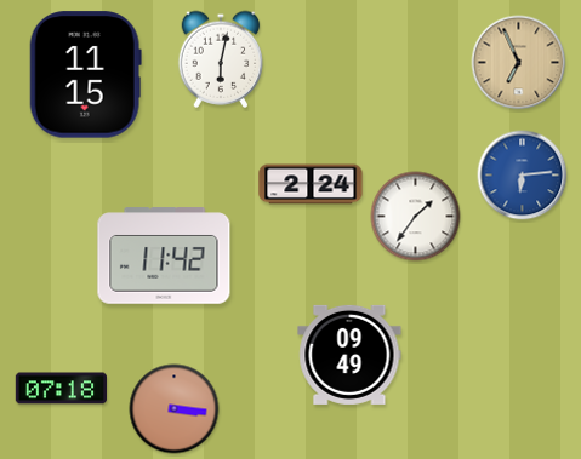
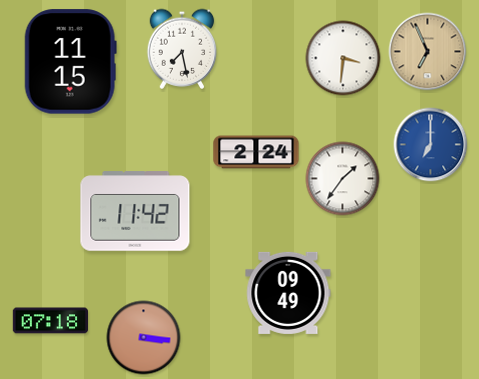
clock at (221, 59): 6:02 -> 7:28
clock at (343, 58): none -> 3:31
clock at (523, 176): 6:14 -> 7:00
